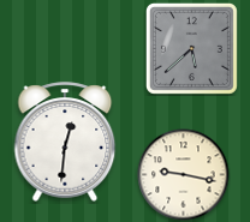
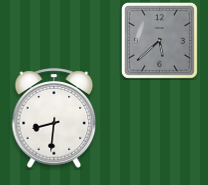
clock at (65, 142): 12:31 -> 8:31
clock at (184, 175): 9:17 -> none
